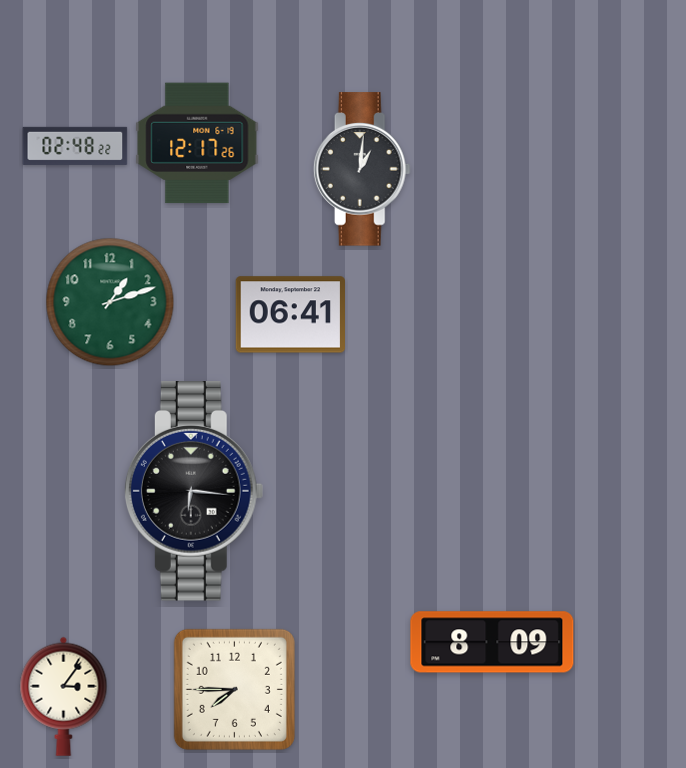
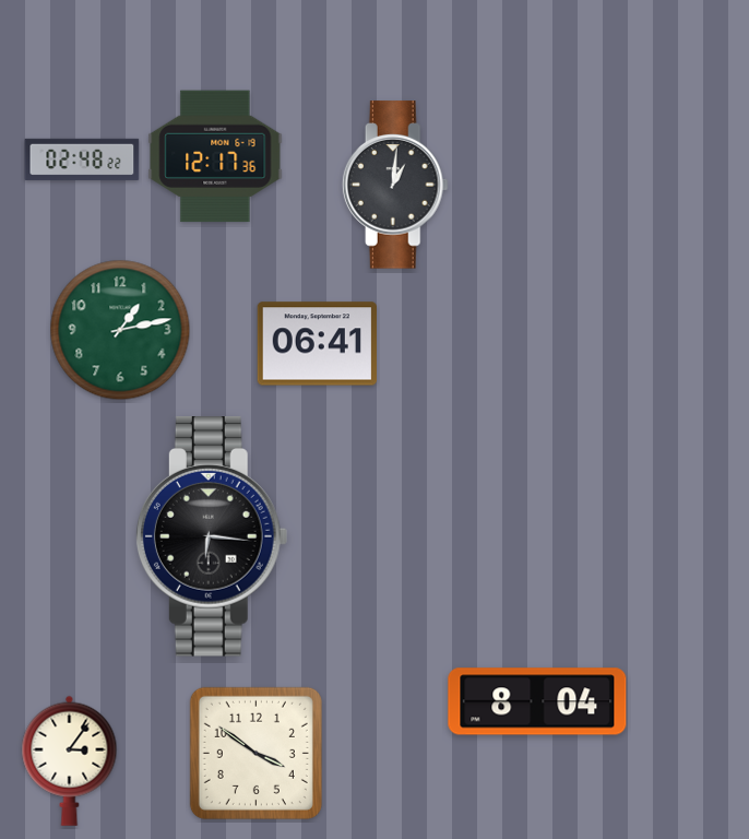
clock at (197, 143): 12:17:26 -> 12:17:36
clock at (110, 302): 1:12 -> 1:13
clock at (492, 642): 8:09 -> 8:04
clock at (234, 689): 7:45 -> 3:51
